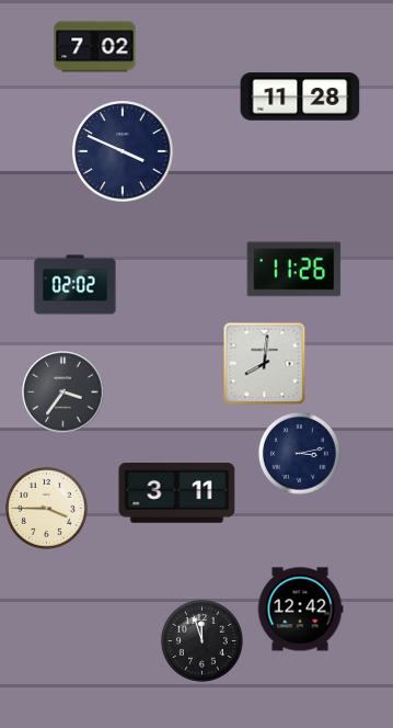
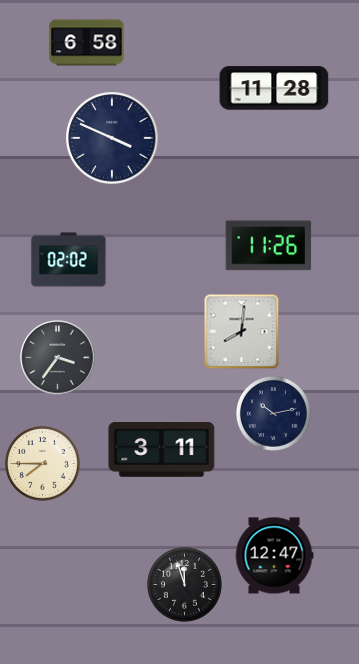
clock at (95, 47): 7:02 -> 6:58
clock at (299, 453): 3:13 -> 10:13
clock at (46, 508): 3:45 -> 7:45
clock at (300, 610): 12:42 -> 12:47
